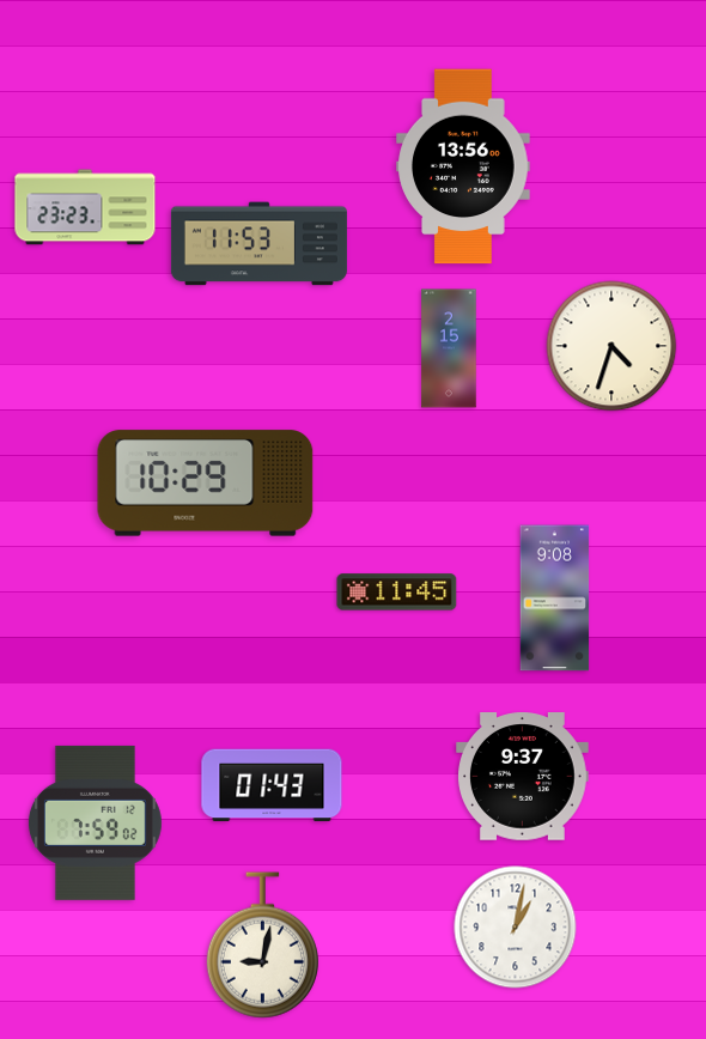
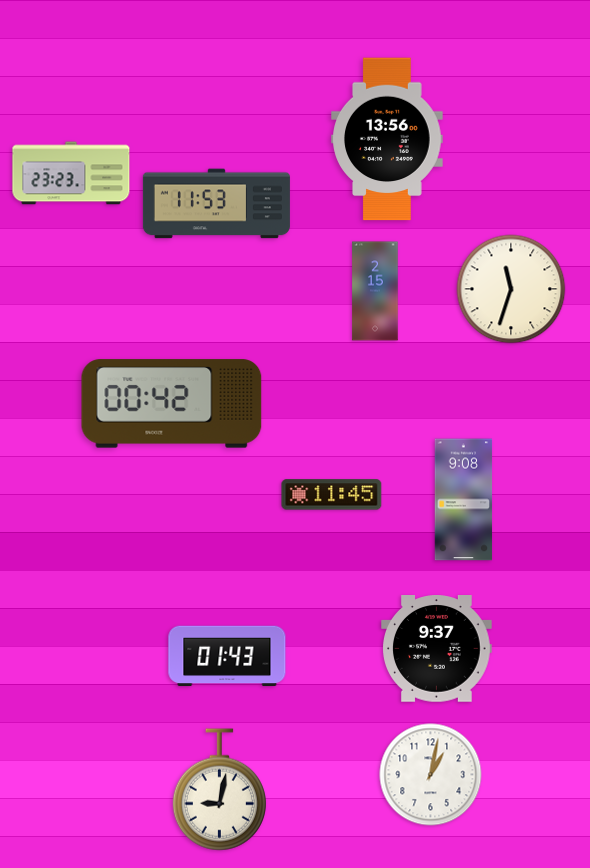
clock at (611, 346): 4:33 -> 11:33
clock at (206, 484): 10:29 -> 00:42
clock at (95, 822): 7:59 -> none
